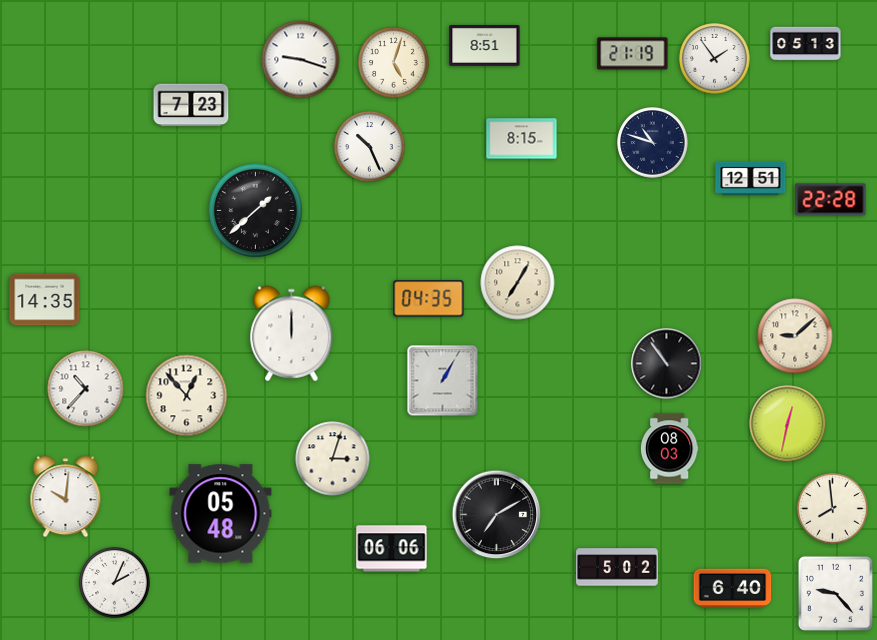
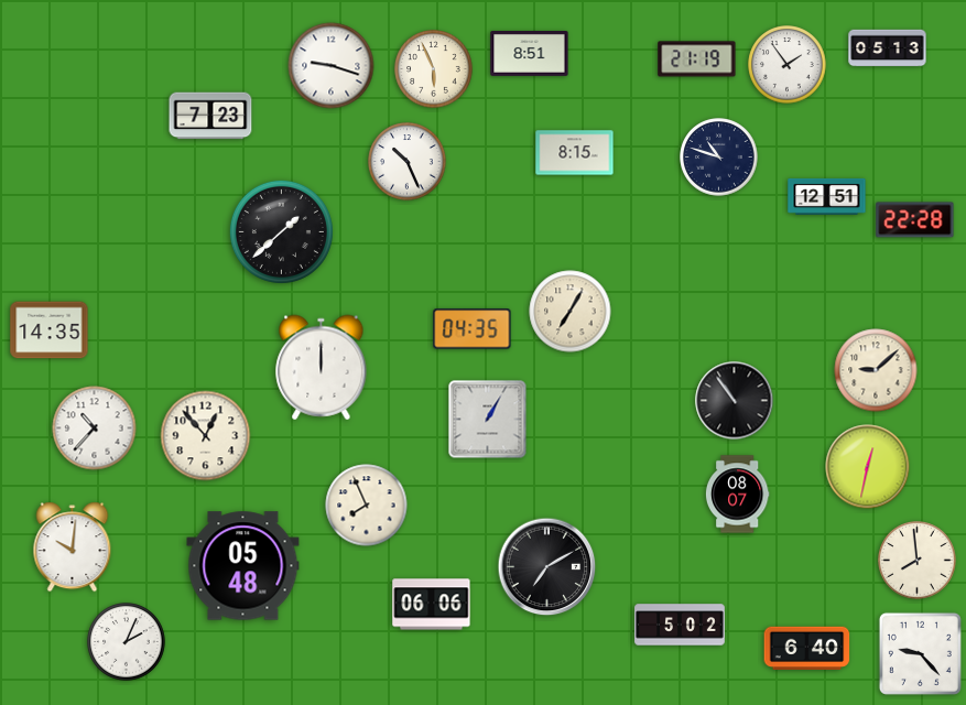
clock at (485, 46) position: (485, 46) -> (530, 54)
clock at (394, 63): 5:03 -> 5:56
clock at (669, 449): 08:03 -> 08:07
clock at (333, 459): 3:03 -> 7:56
